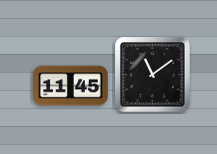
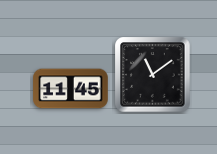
clock at (71, 86) position: (71, 86) -> (71, 89)
